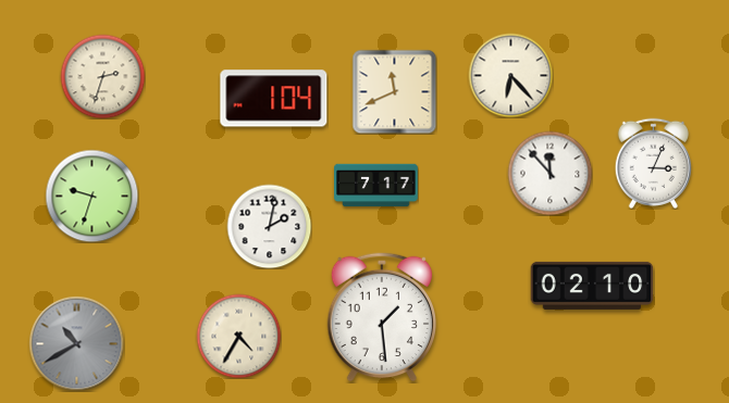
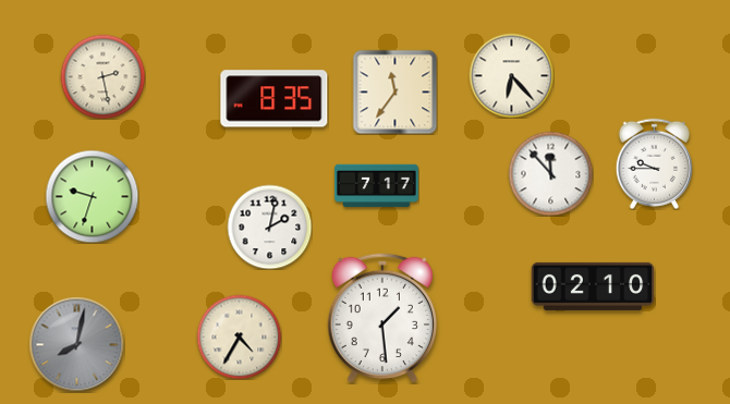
clock at (102, 76): 2:33 -> 2:28
clock at (394, 91): 11:41 -> 11:36
clock at (274, 99): 1:04 -> 8:35
clock at (653, 163): 3:04 -> 9:45
clock at (76, 343): 10:40 -> 8:02
